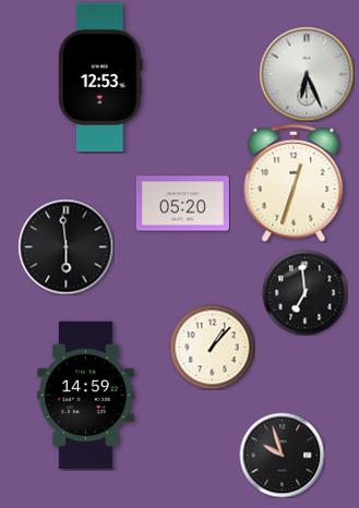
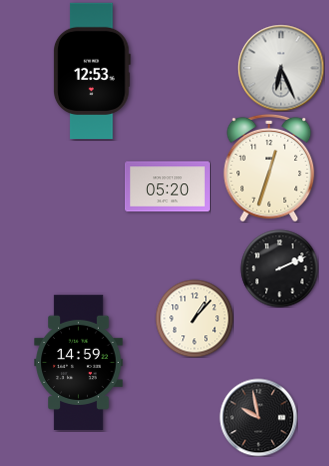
clock at (65, 246): 5:59 -> none
clock at (304, 292): 6:59 -> 2:11
clock at (282, 455): 9:57 -> 9:58
